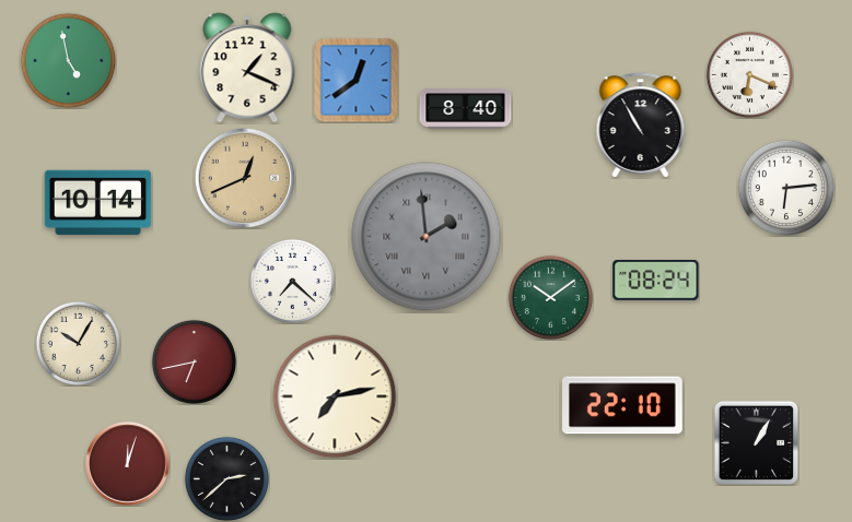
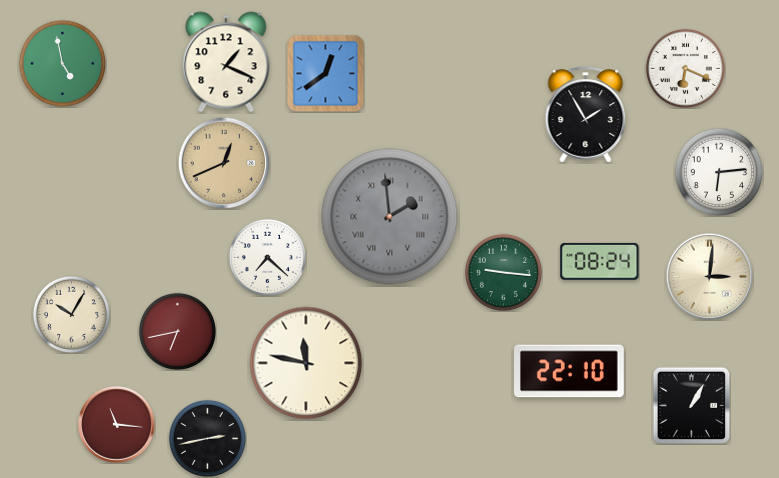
clock at (68, 60) position: (68, 60) -> (62, 63)
clock at (466, 109): 8:40 -> none
clock at (641, 126): 10:55 -> 1:55
clock at (98, 203): 10:14 -> none
clock at (656, 280) position: (656, 280) -> (600, 261)
clock at (550, 297): 10:09 -> 9:16
clock at (709, 276): none -> 3:01
clock at (335, 396): 7:13 -> 11:47
clock at (128, 464): 12:03 -> 11:16
clock at (226, 478): 2:38 -> 2:43
